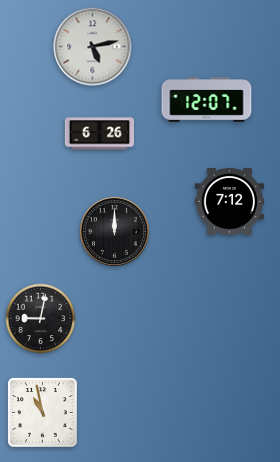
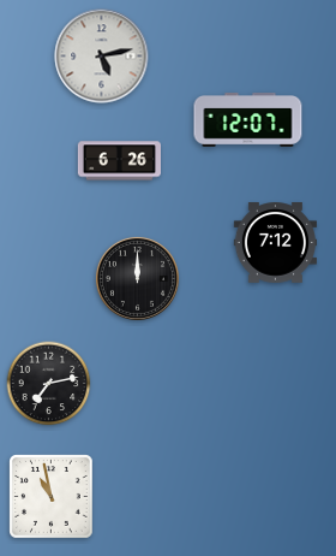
clock at (93, 47) position: (93, 47) -> (102, 57)
clock at (41, 319): 9:02 -> 7:13
